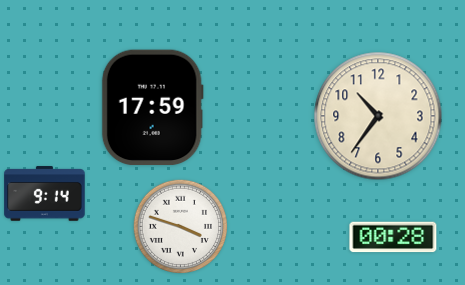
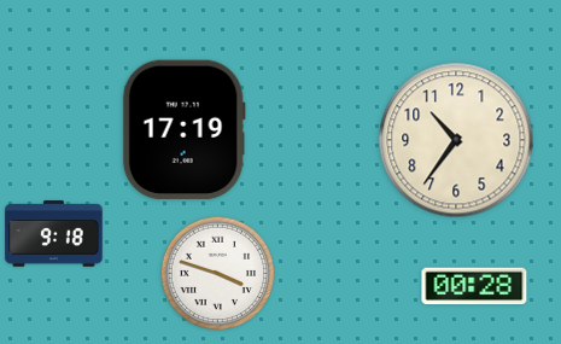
clock at (152, 108): 17:59 -> 17:19
clock at (45, 194): 9:14 -> 9:18
